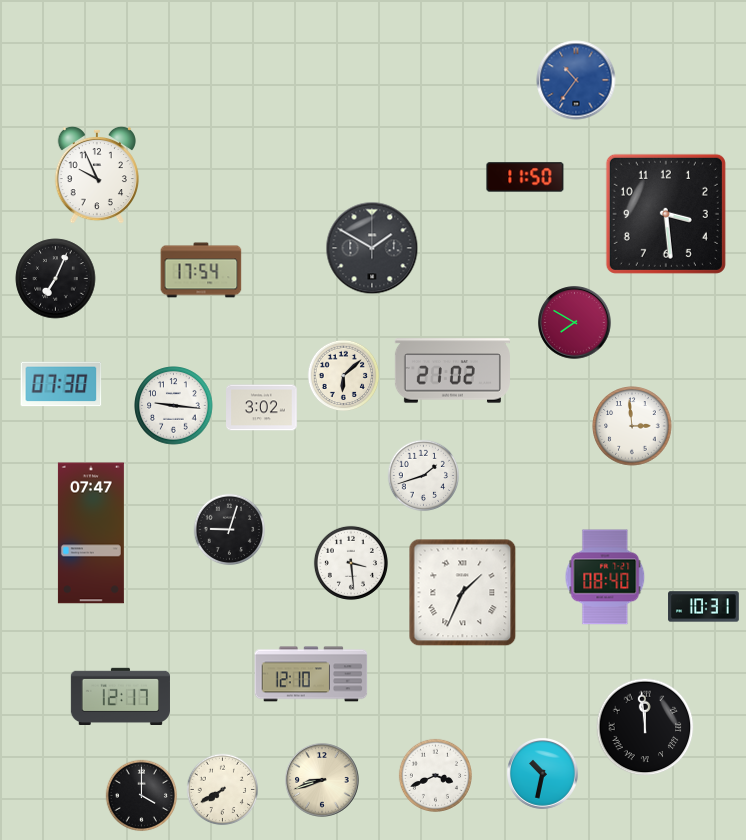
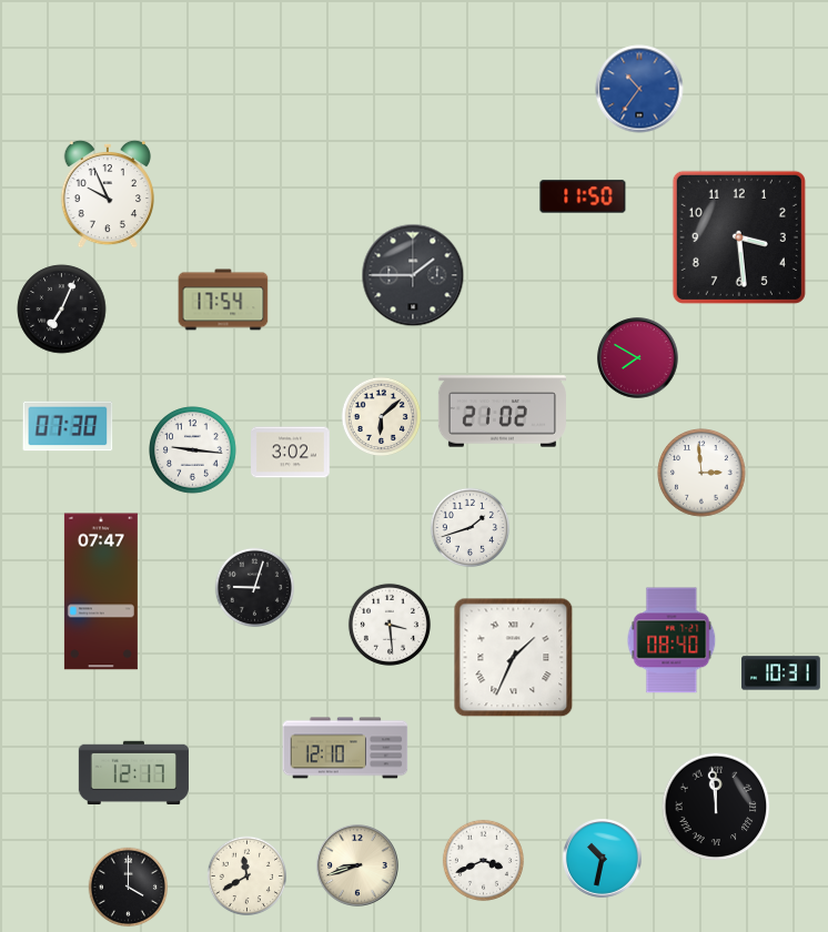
clock at (372, 248): 1:50 -> 1:45
clock at (223, 790): 7:40 -> 11:40
clock at (142, 796) position: (142, 796) -> (129, 888)
